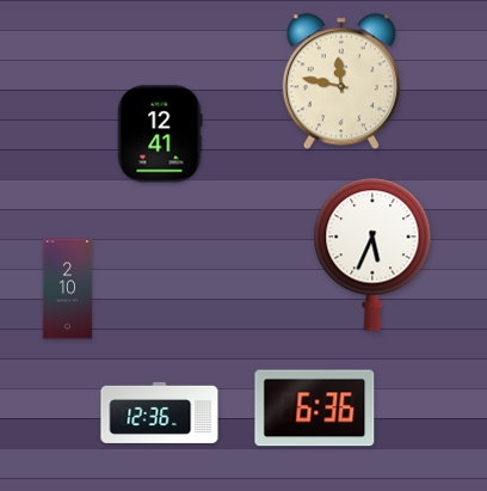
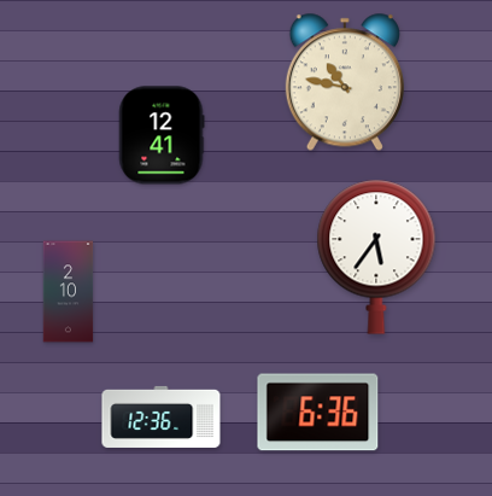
clock at (341, 81): 11:47 -> 10:47
clock at (372, 254): 5:34 -> 5:36
